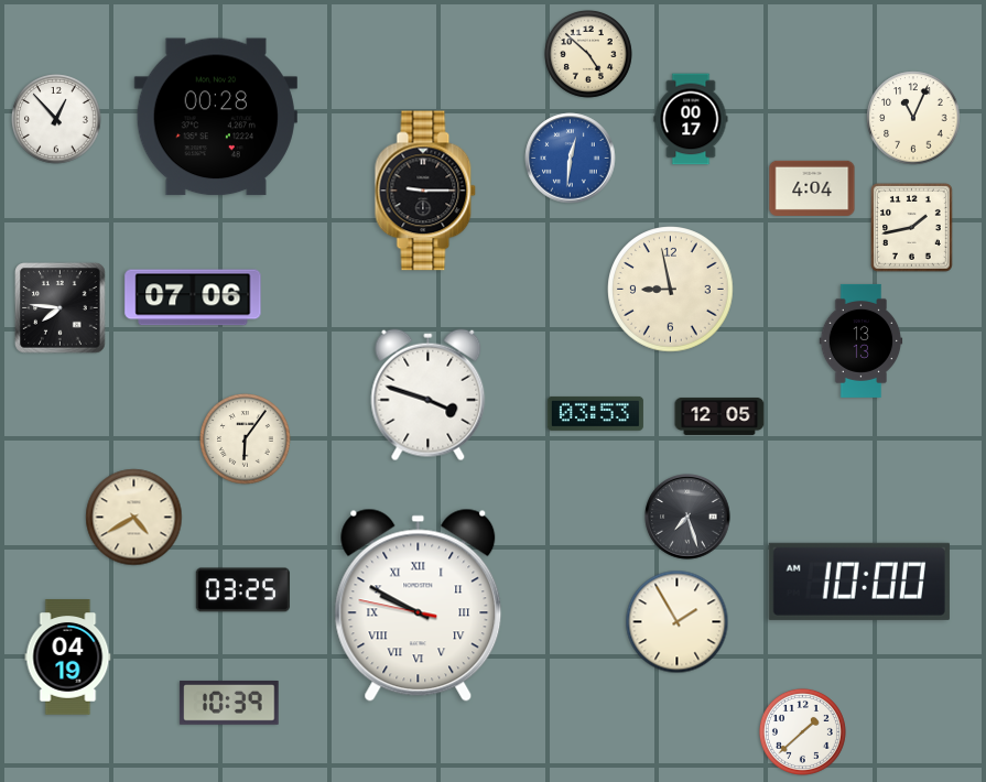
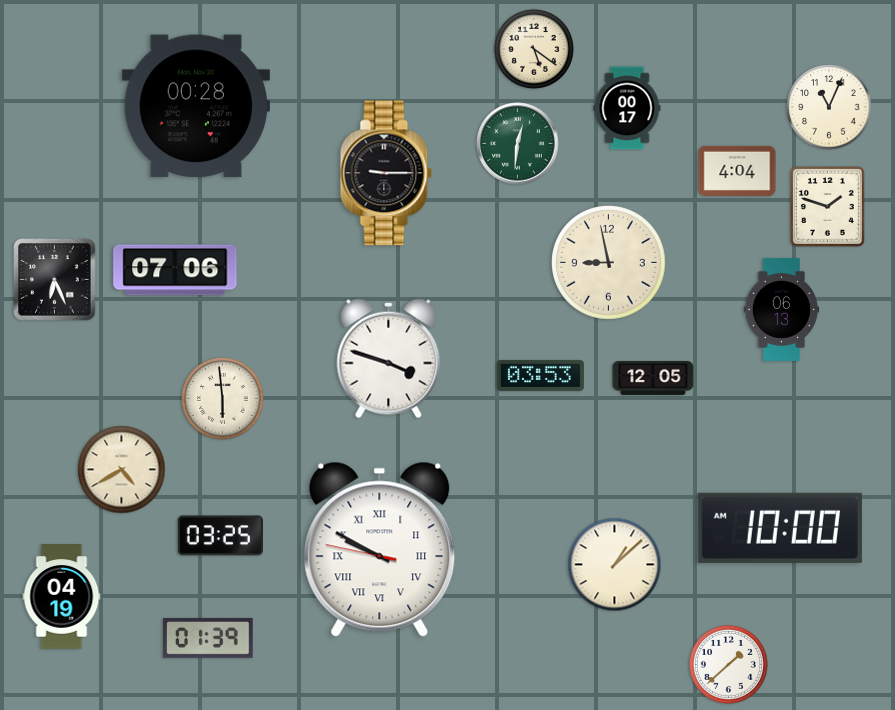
clock at (588, 54): 4:52 -> 5:21
clock at (57, 120): 12:53 -> none
clock at (571, 159) dial: blue -> green
clock at (912, 228): 1:43 -> 1:48
clock at (61, 308): 7:46 -> 6:26
clock at (862, 340): 13:13 -> 06:13
clock at (246, 439): 6:06 -> 5:59
clock at (687, 517): 7:27 -> none
clock at (678, 622): 1:55 -> 1:08
clock at (229, 703): 10:39 -> 01:39
